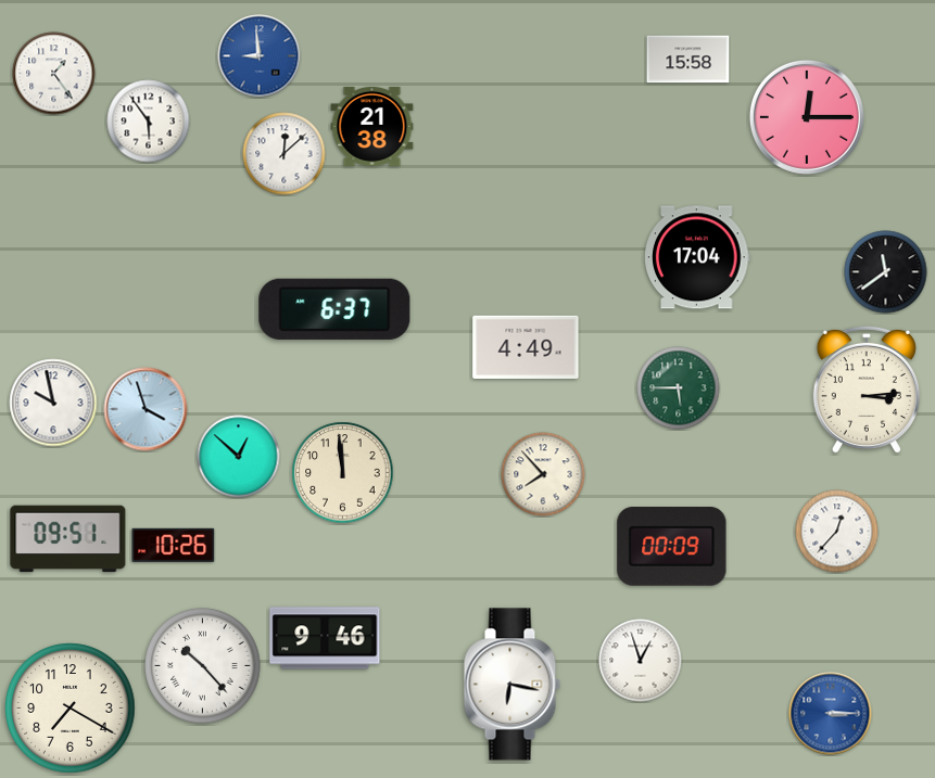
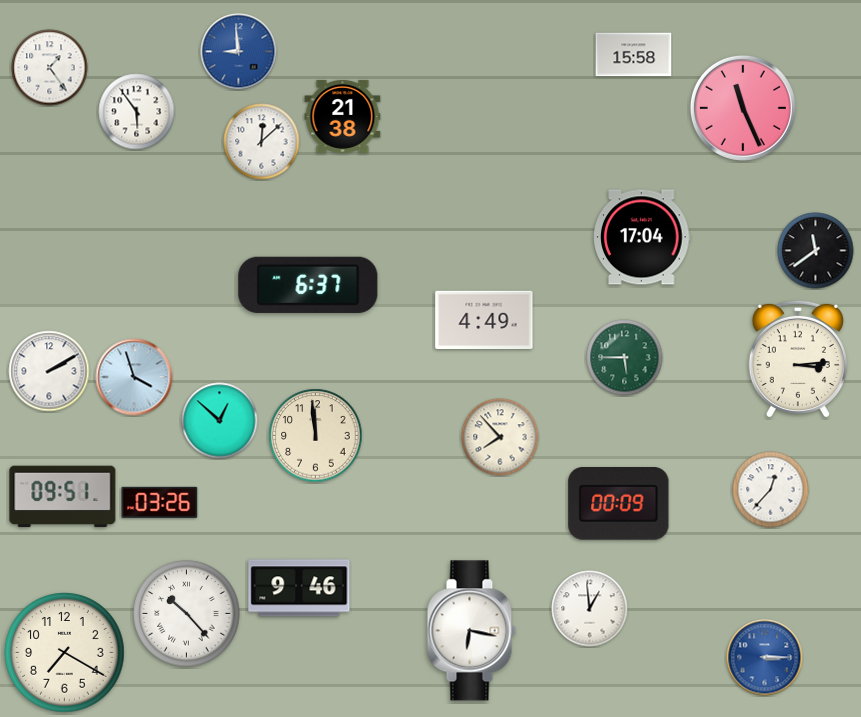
clock at (807, 117): 12:15 -> 11:26
clock at (53, 403): 9:58 -> 2:10
clock at (174, 545): 10:26 -> 03:26
clock at (641, 661): 12:57 -> 12:59
